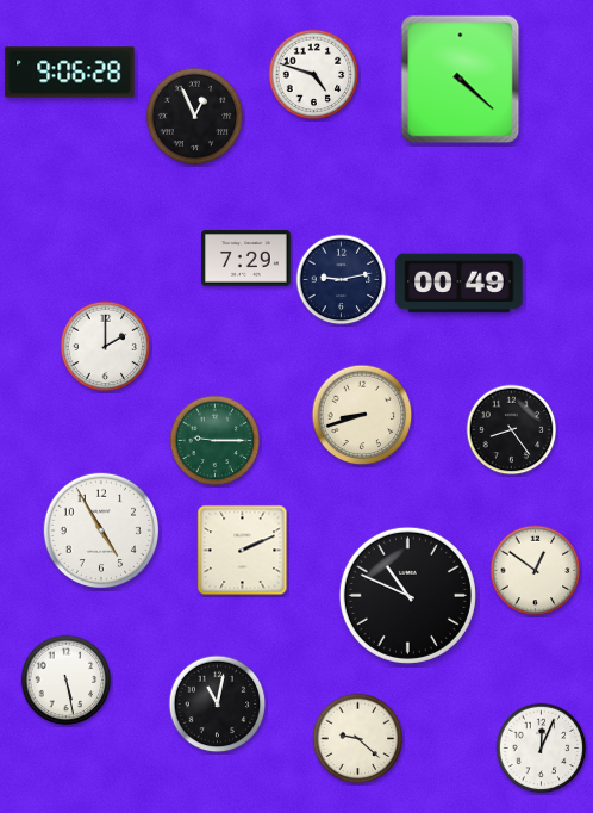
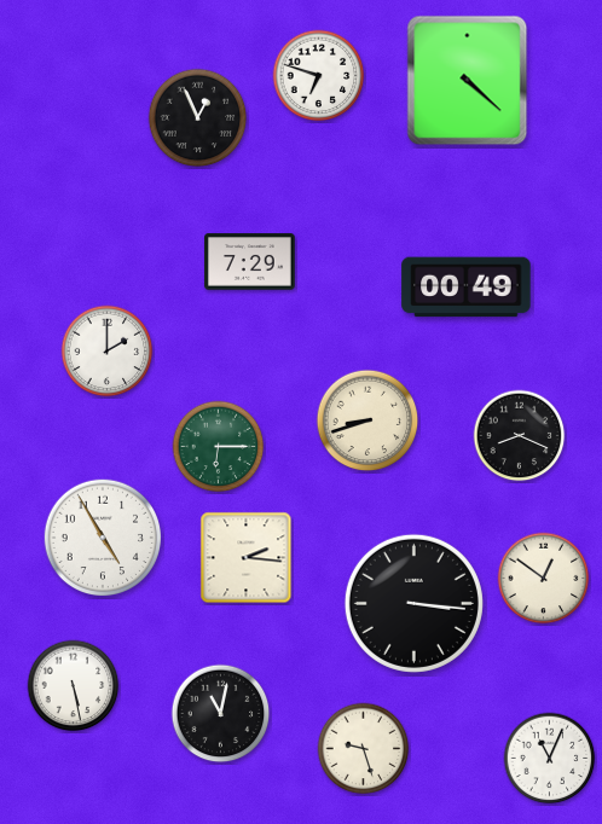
clock at (70, 73): 9:06 -> none
clock at (314, 75): 4:48 -> 6:48
clock at (342, 280): 9:13 -> none
clock at (512, 430): 8:24 -> 8:19
clock at (216, 441): 9:15 -> 6:15
clock at (243, 551): 2:11 -> 2:16
clock at (407, 595): 10:49 -> 3:16
clock at (67, 681) position: (67, 681) -> (74, 686)
clock at (358, 739): 9:22 -> 9:27
clock at (542, 749): 12:04 -> 11:04
